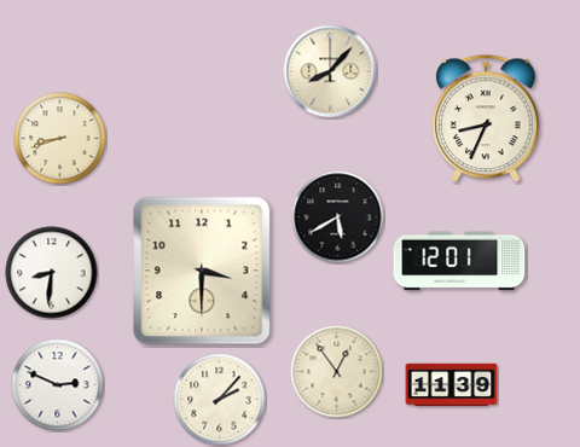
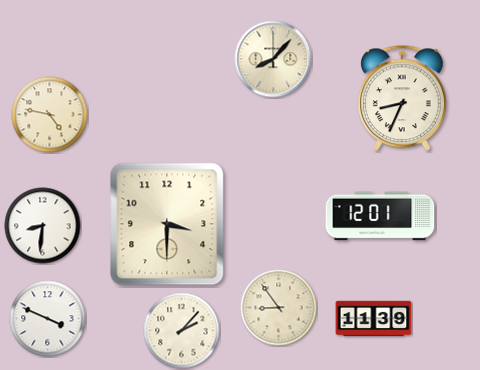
clock at (60, 139): 8:42 -> 4:47
clock at (338, 217): 5:40 -> none
clock at (337, 372): 12:54 -> 8:54
clock at (58, 385): 2:49 -> 3:49
